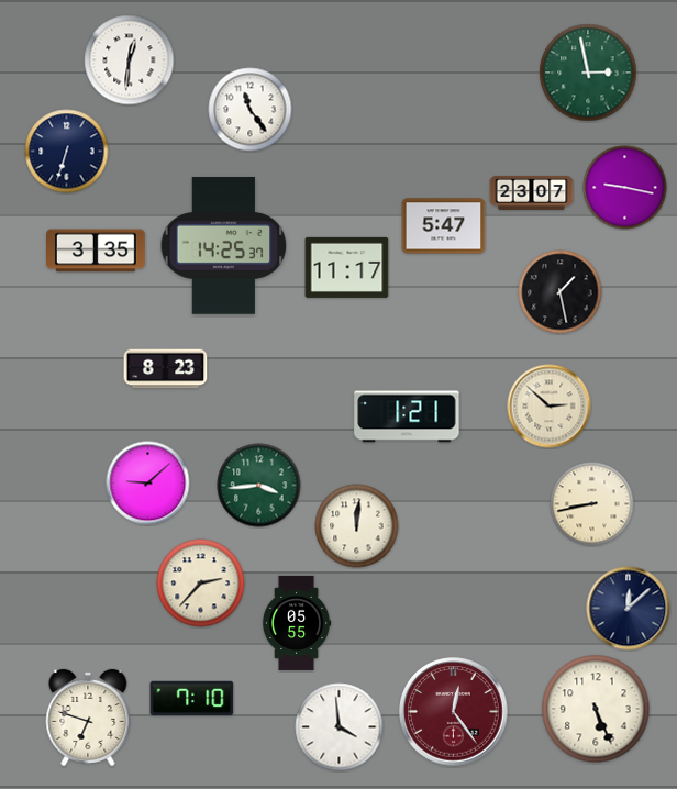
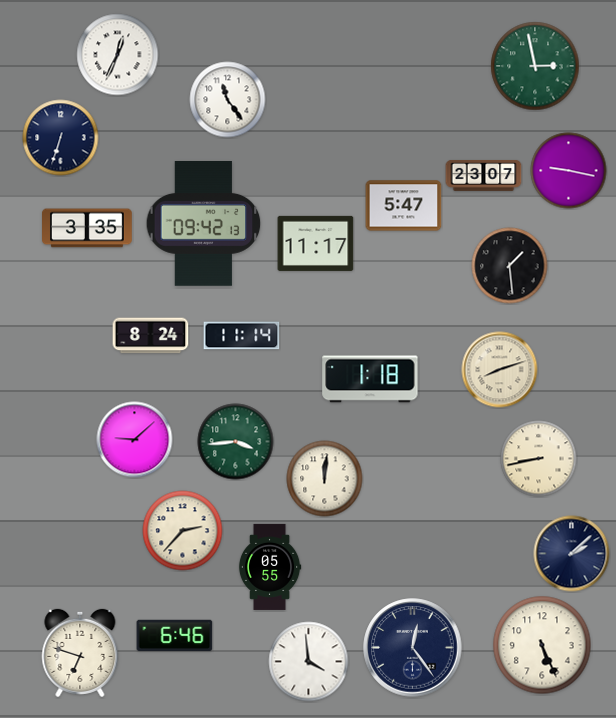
clock at (130, 60): 12:31 -> 12:34
clock at (224, 246): 14:25 -> 09:42
clock at (561, 292): 1:28 -> 1:29
clock at (166, 369): 8:23 -> 8:24
clock at (242, 336): none -> 11:14
clock at (550, 407): 2:52 -> 8:12
clock at (407, 416): 1:21 -> 1:18
clock at (629, 609): 12:08 -> 2:08
clock at (192, 699): 7:10 -> 6:46
clock at (454, 712) dial: burgundy -> navy
